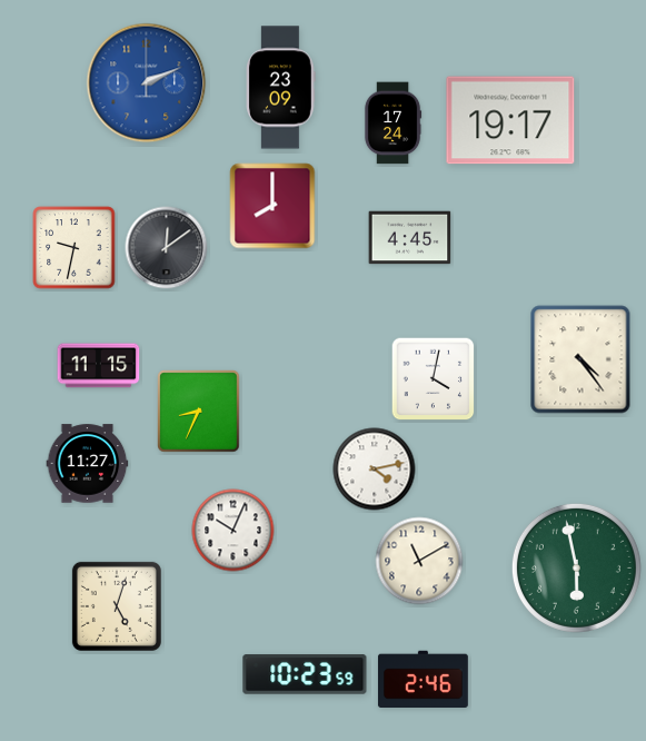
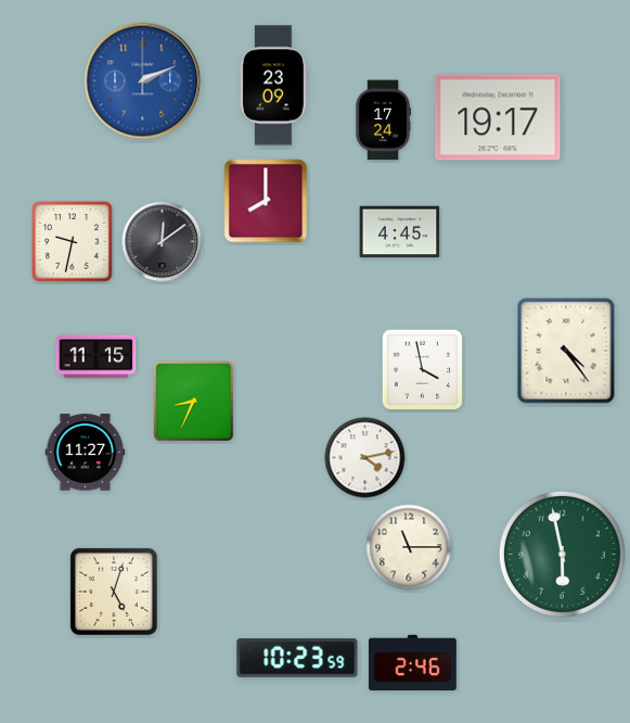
clock at (434, 379): 4:02 -> 3:58
clock at (233, 531): 10:04 -> none
clock at (419, 561): 11:10 -> 11:15
